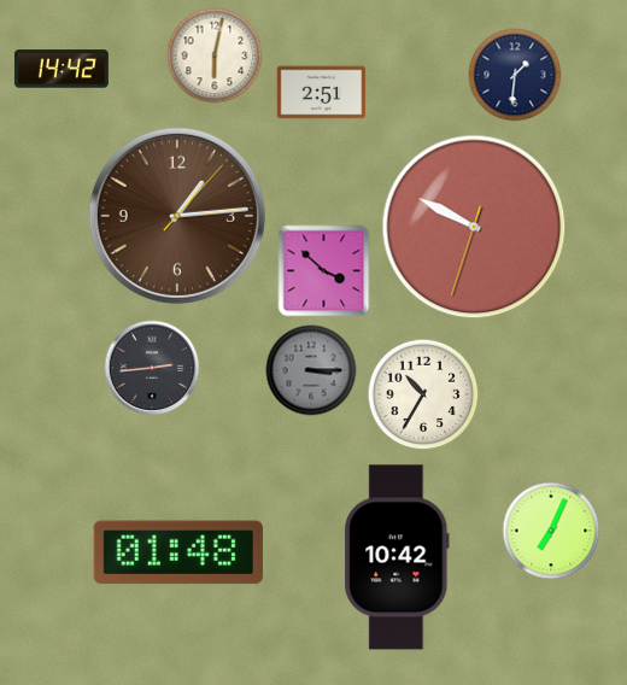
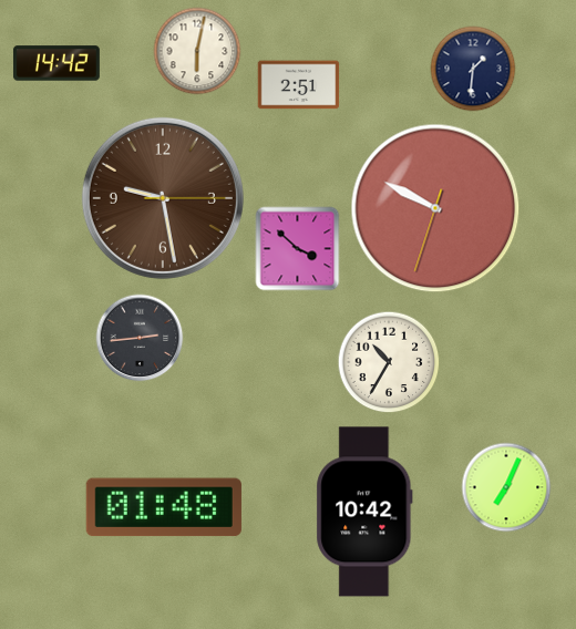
clock at (322, 93) position: (322, 93) -> (299, 85)
clock at (177, 216): 1:14 -> 9:28
clock at (311, 370): 3:15 -> none
